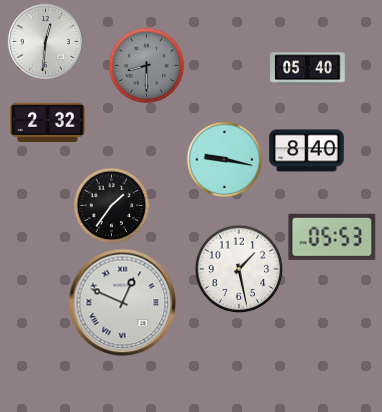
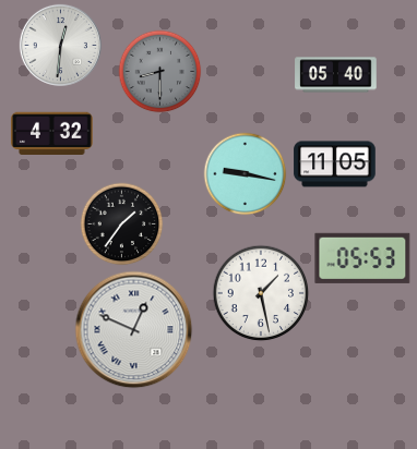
clock at (45, 41) position: (45, 41) -> (60, 45)
clock at (48, 123): 2:32 -> 4:32
clock at (307, 151): 8:40 -> 11:05
